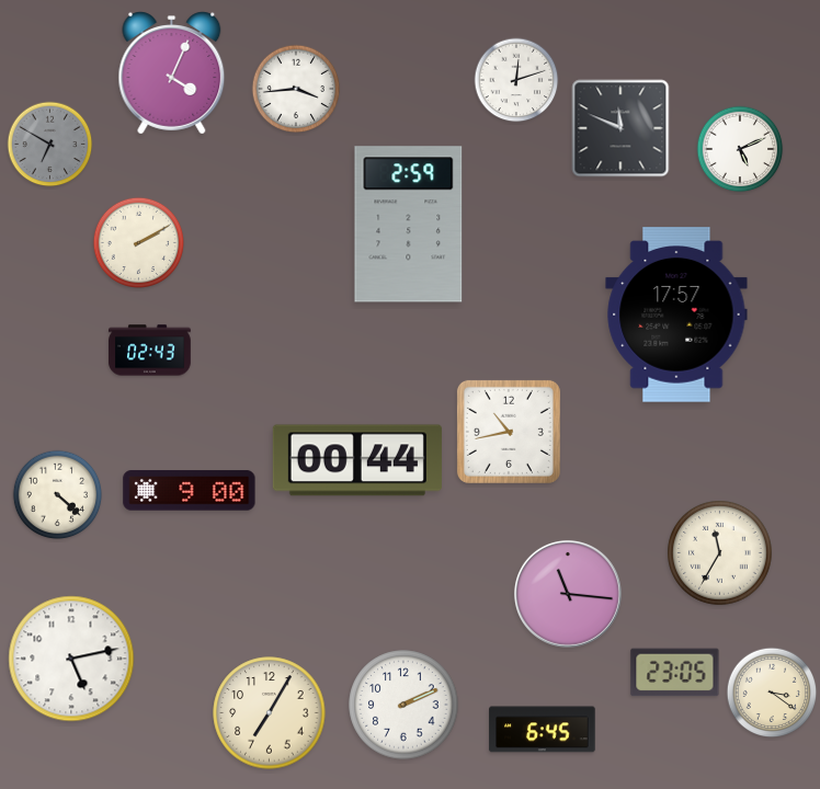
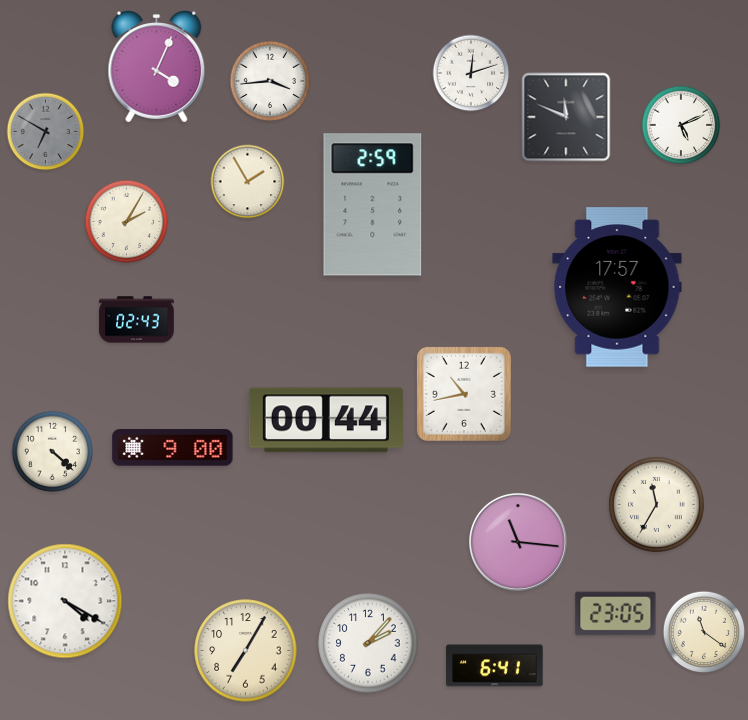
clock at (740, 149) position: (740, 149) -> (681, 125)
clock at (248, 182): none -> 1:55
clock at (138, 242): 2:10 -> 2:05
clock at (71, 659): 5:13 -> 4:20
clock at (772, 693): 3:21 -> 11:21
clock at (403, 705): 2:11 -> 2:07
clock at (543, 730): 6:45 -> 6:41
